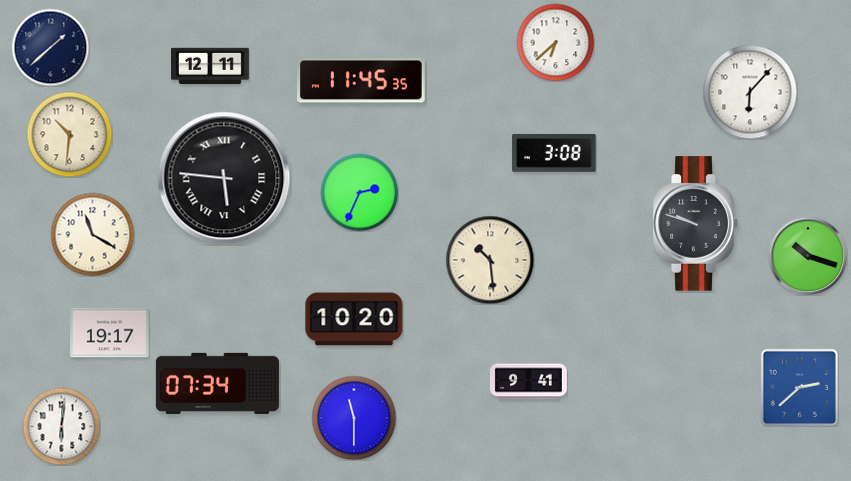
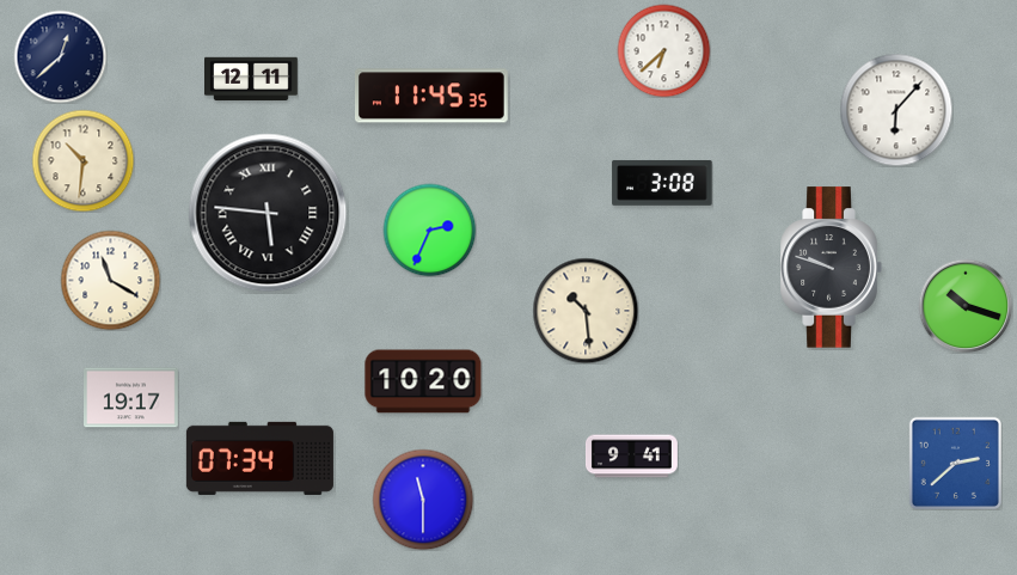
clock at (50, 47): 1:38 -> 12:38
clock at (61, 426): 6:01 -> none
